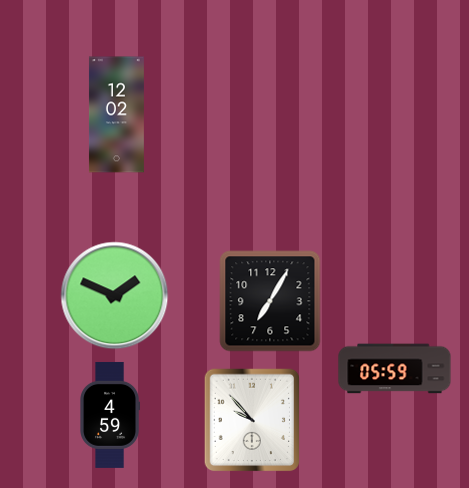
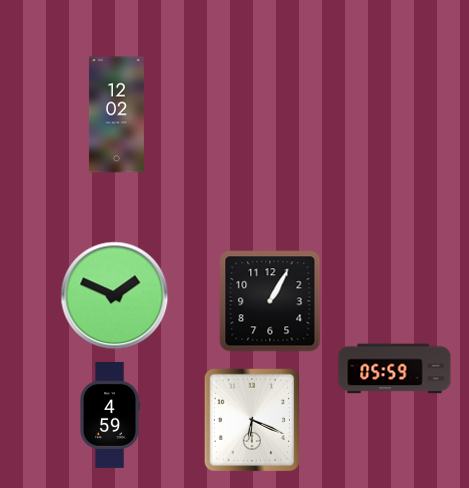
clock at (270, 301): 7:05 -> 1:05
clock at (251, 420): 9:53 -> 6:19
